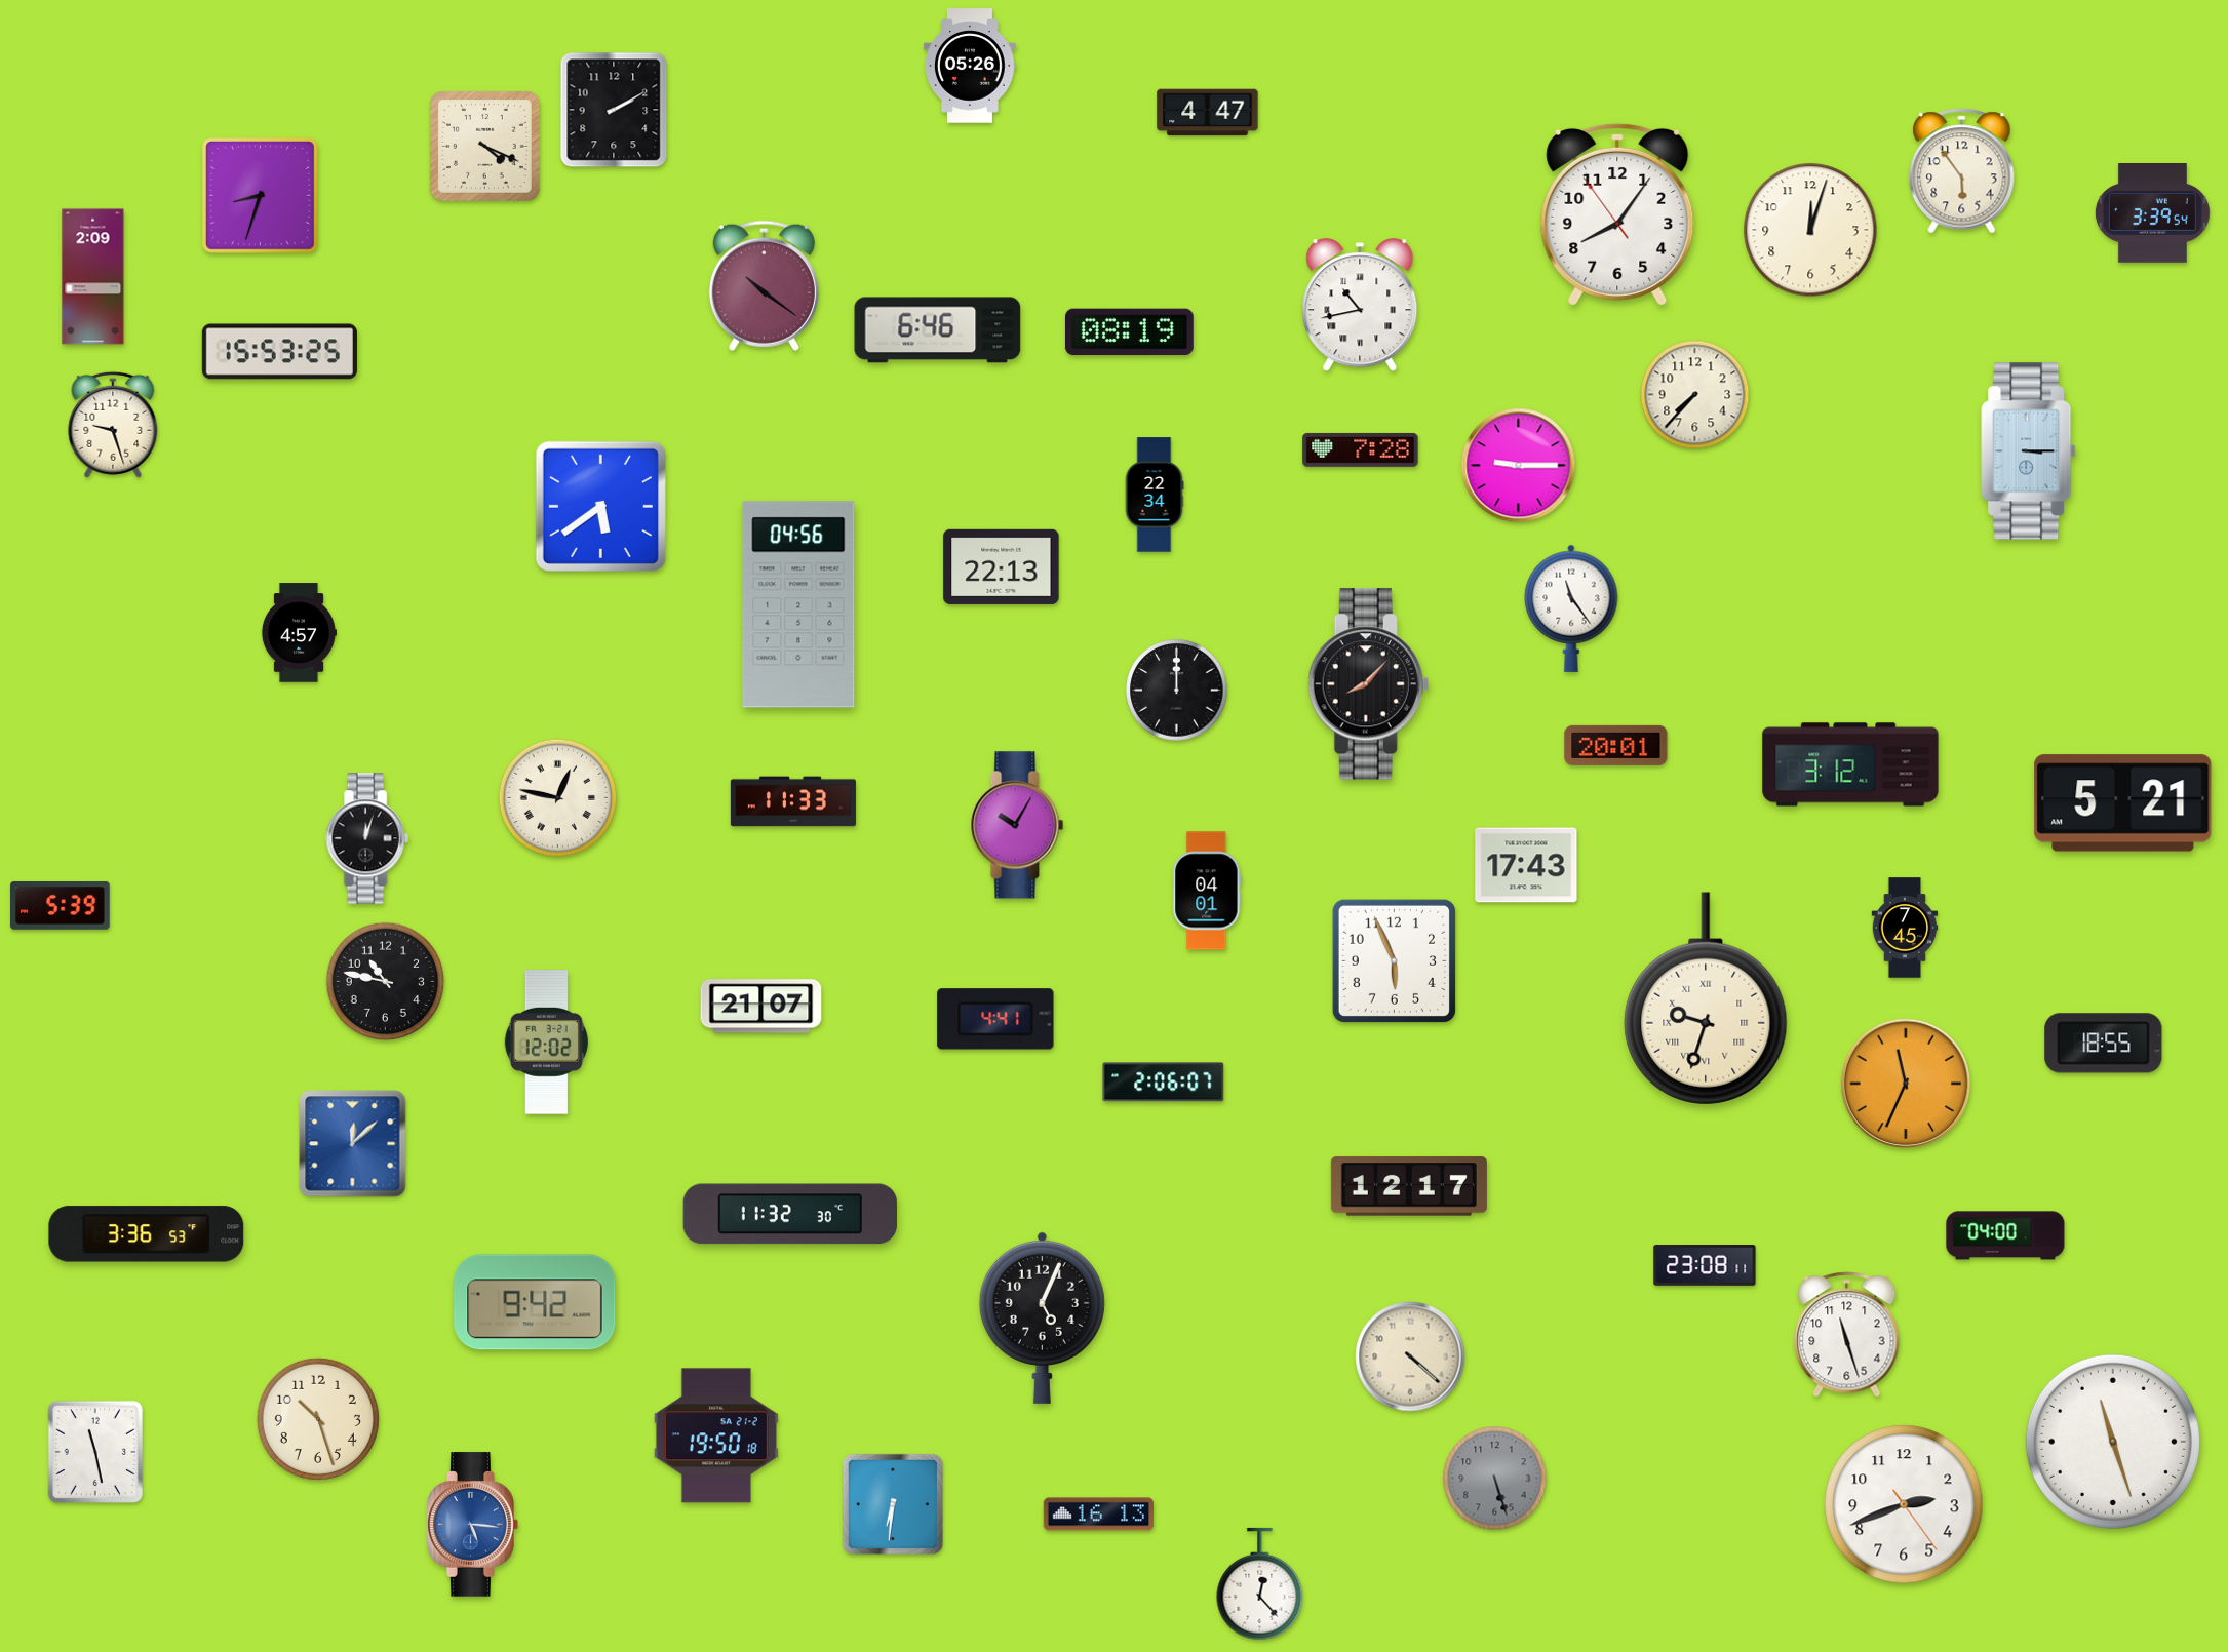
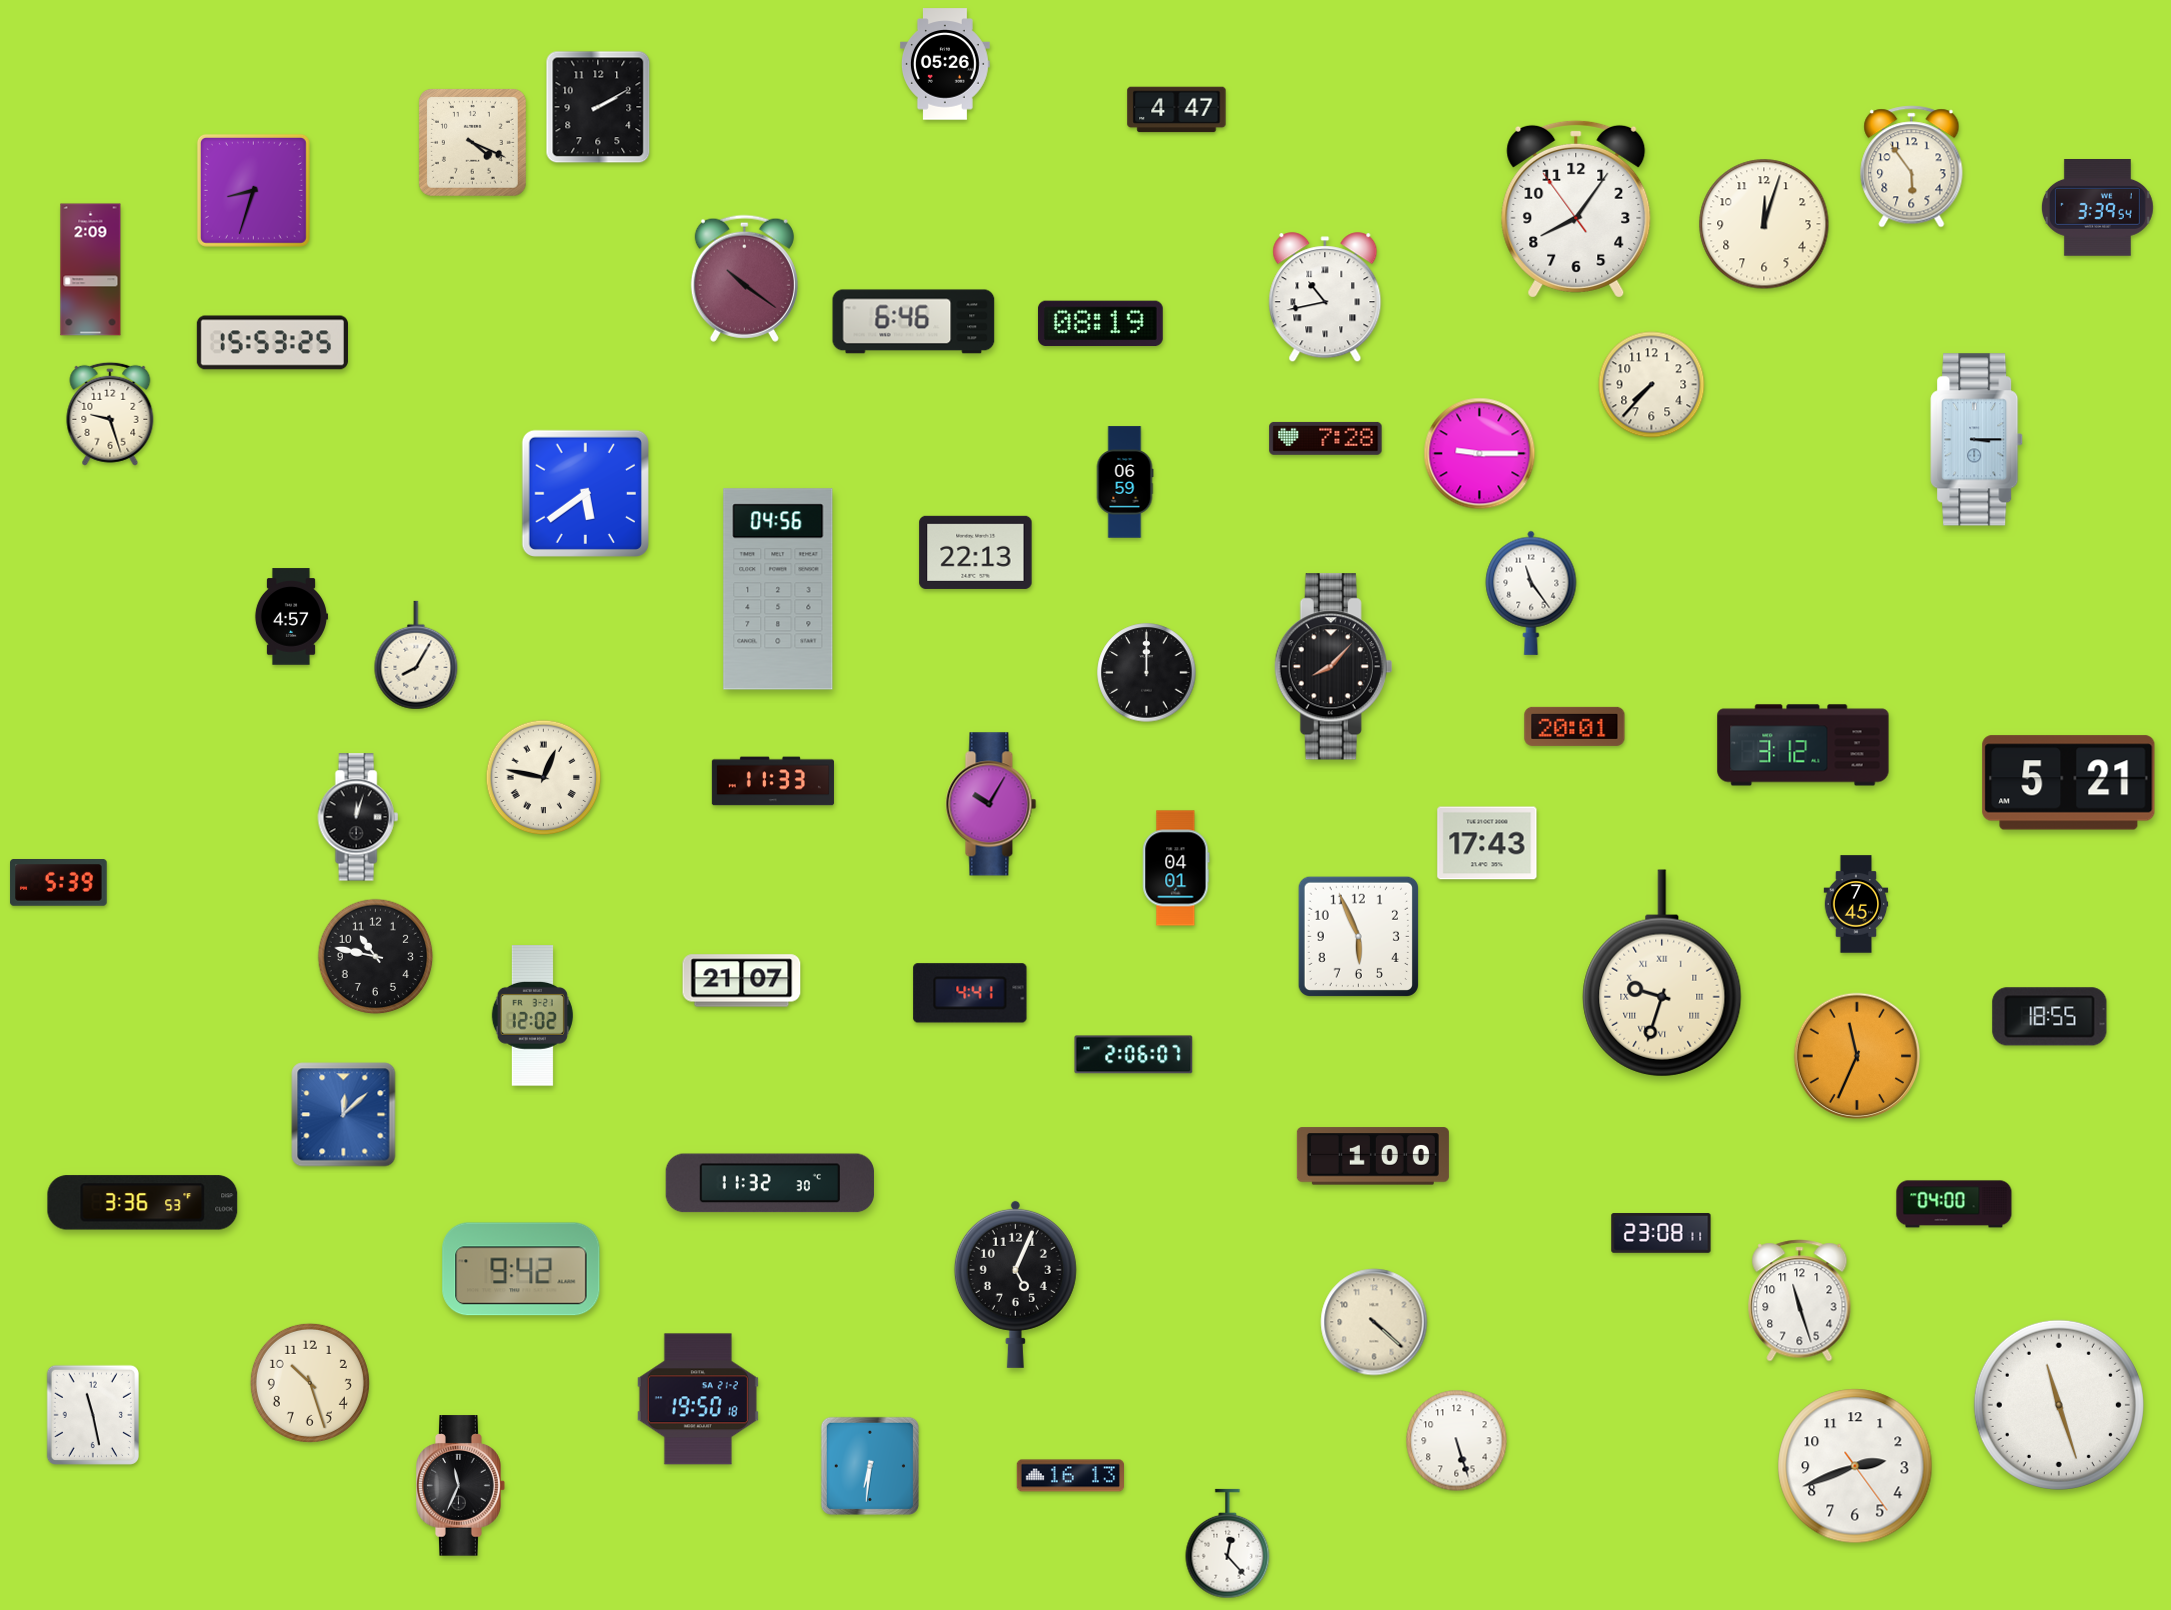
clock at (1155, 495): 22:34 -> 06:59
clock at (416, 655): none -> 8:05
clock at (1409, 1186): 12:17 -> 1:00
clock at (1495, 1479) dial: grey -> white
clock at (473, 1525): 5:16 -> 11:34
clock at (473, 1525) dial: blue -> black
